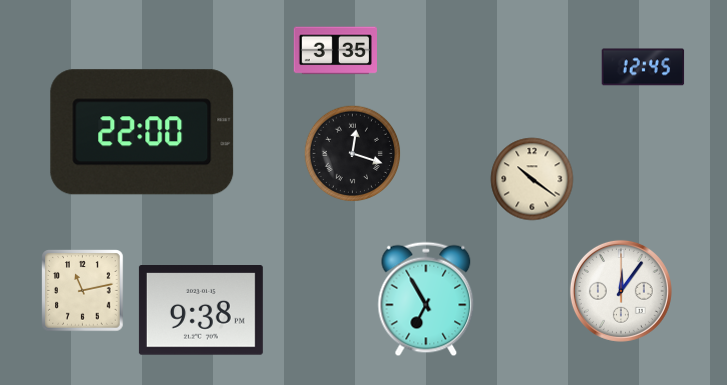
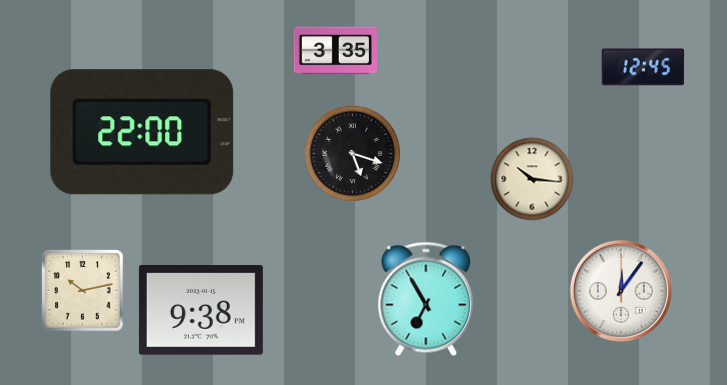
clock at (353, 154): 12:18 -> 5:18
clock at (532, 179): 10:21 -> 10:16
clock at (83, 291): 11:13 -> 10:13
